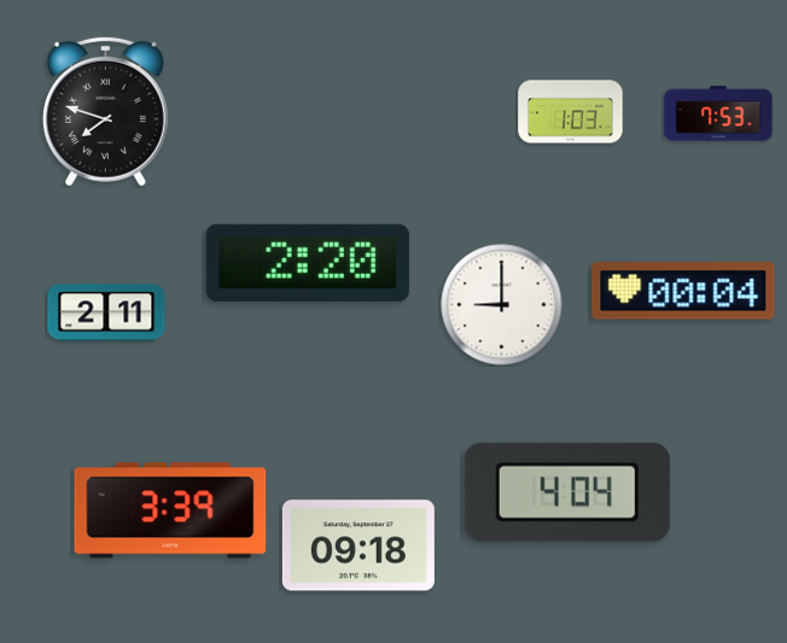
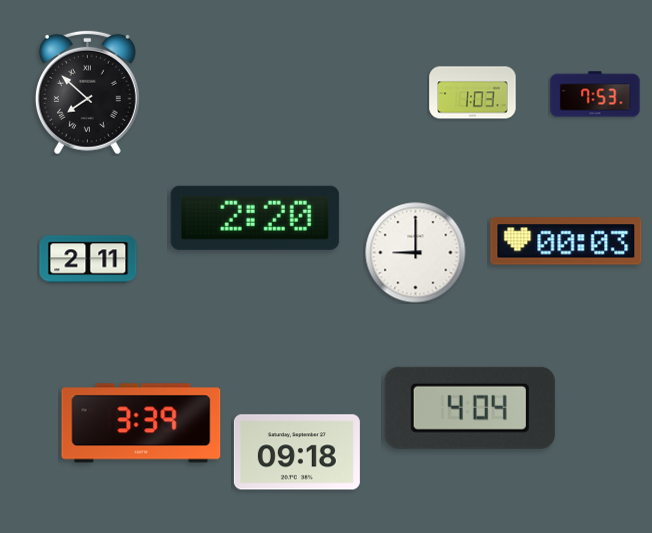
clock at (105, 111): 7:48 -> 7:52
clock at (683, 291): 00:04 -> 00:03
